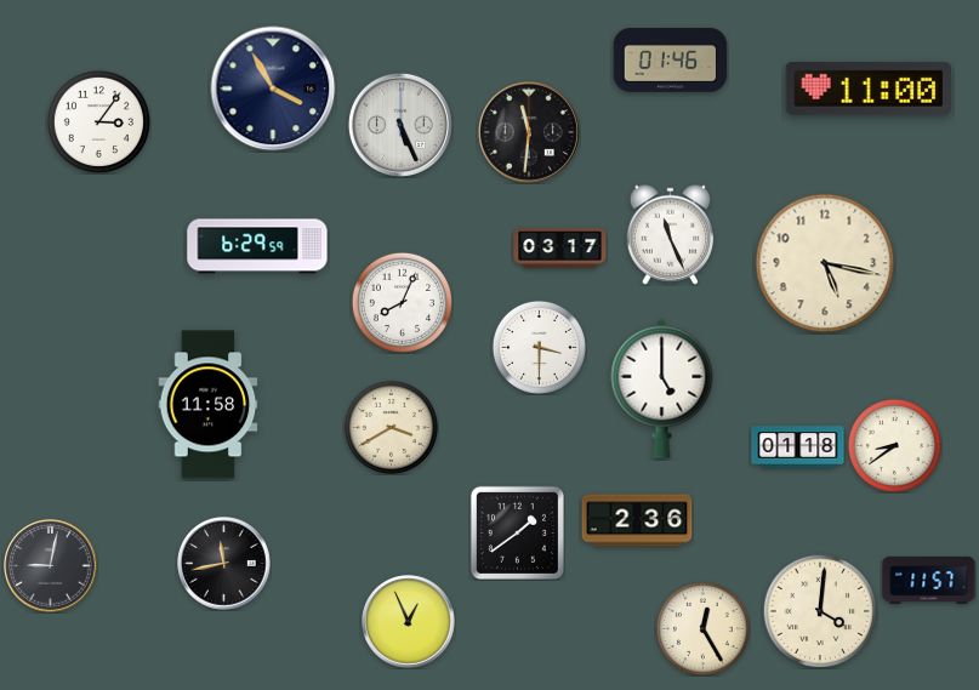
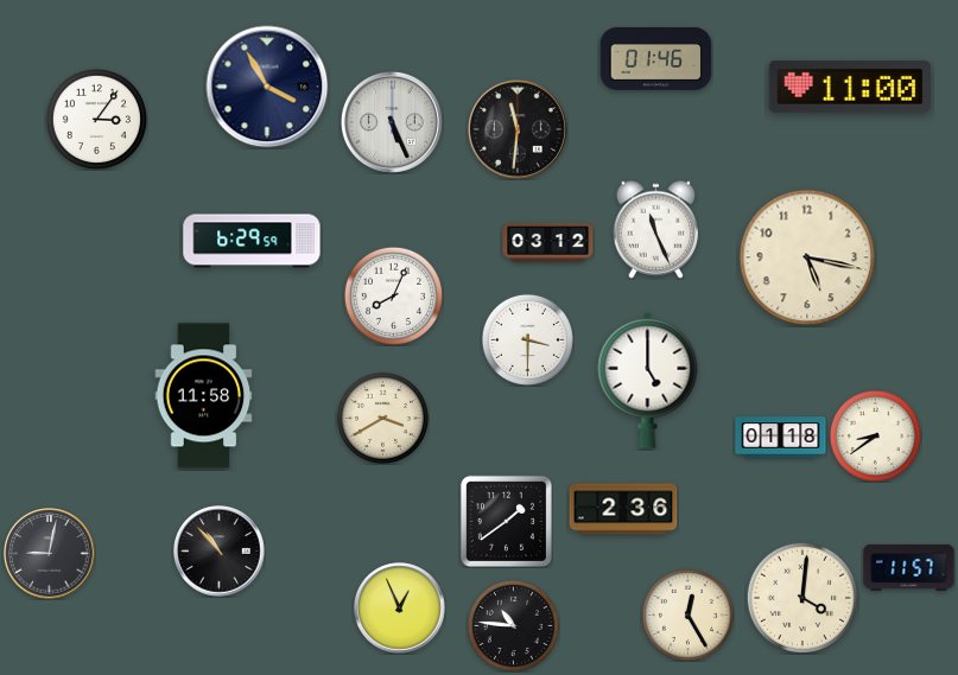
clock at (560, 247): 03:17 -> 03:12
clock at (224, 564): 11:43 -> 10:53
clock at (513, 625): none -> 10:46
